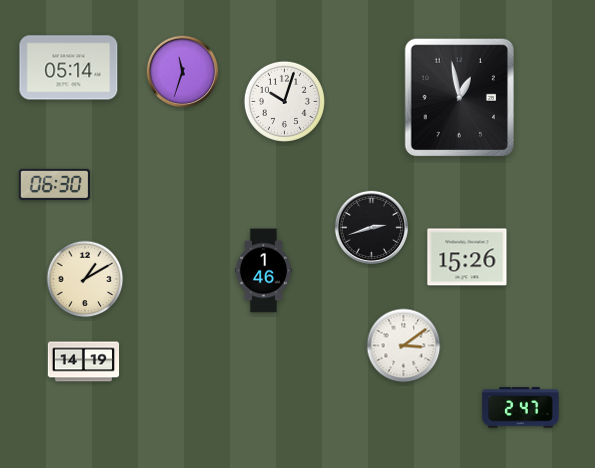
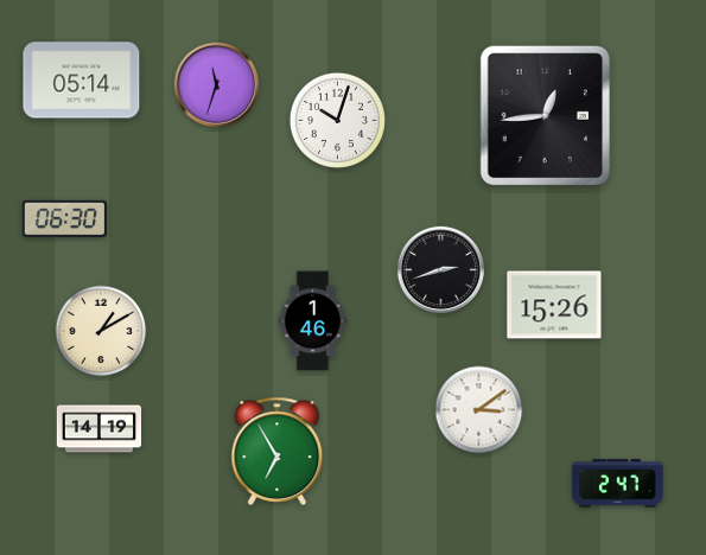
clock at (459, 98): 12:58 -> 12:44
clock at (278, 451): none -> 6:55
